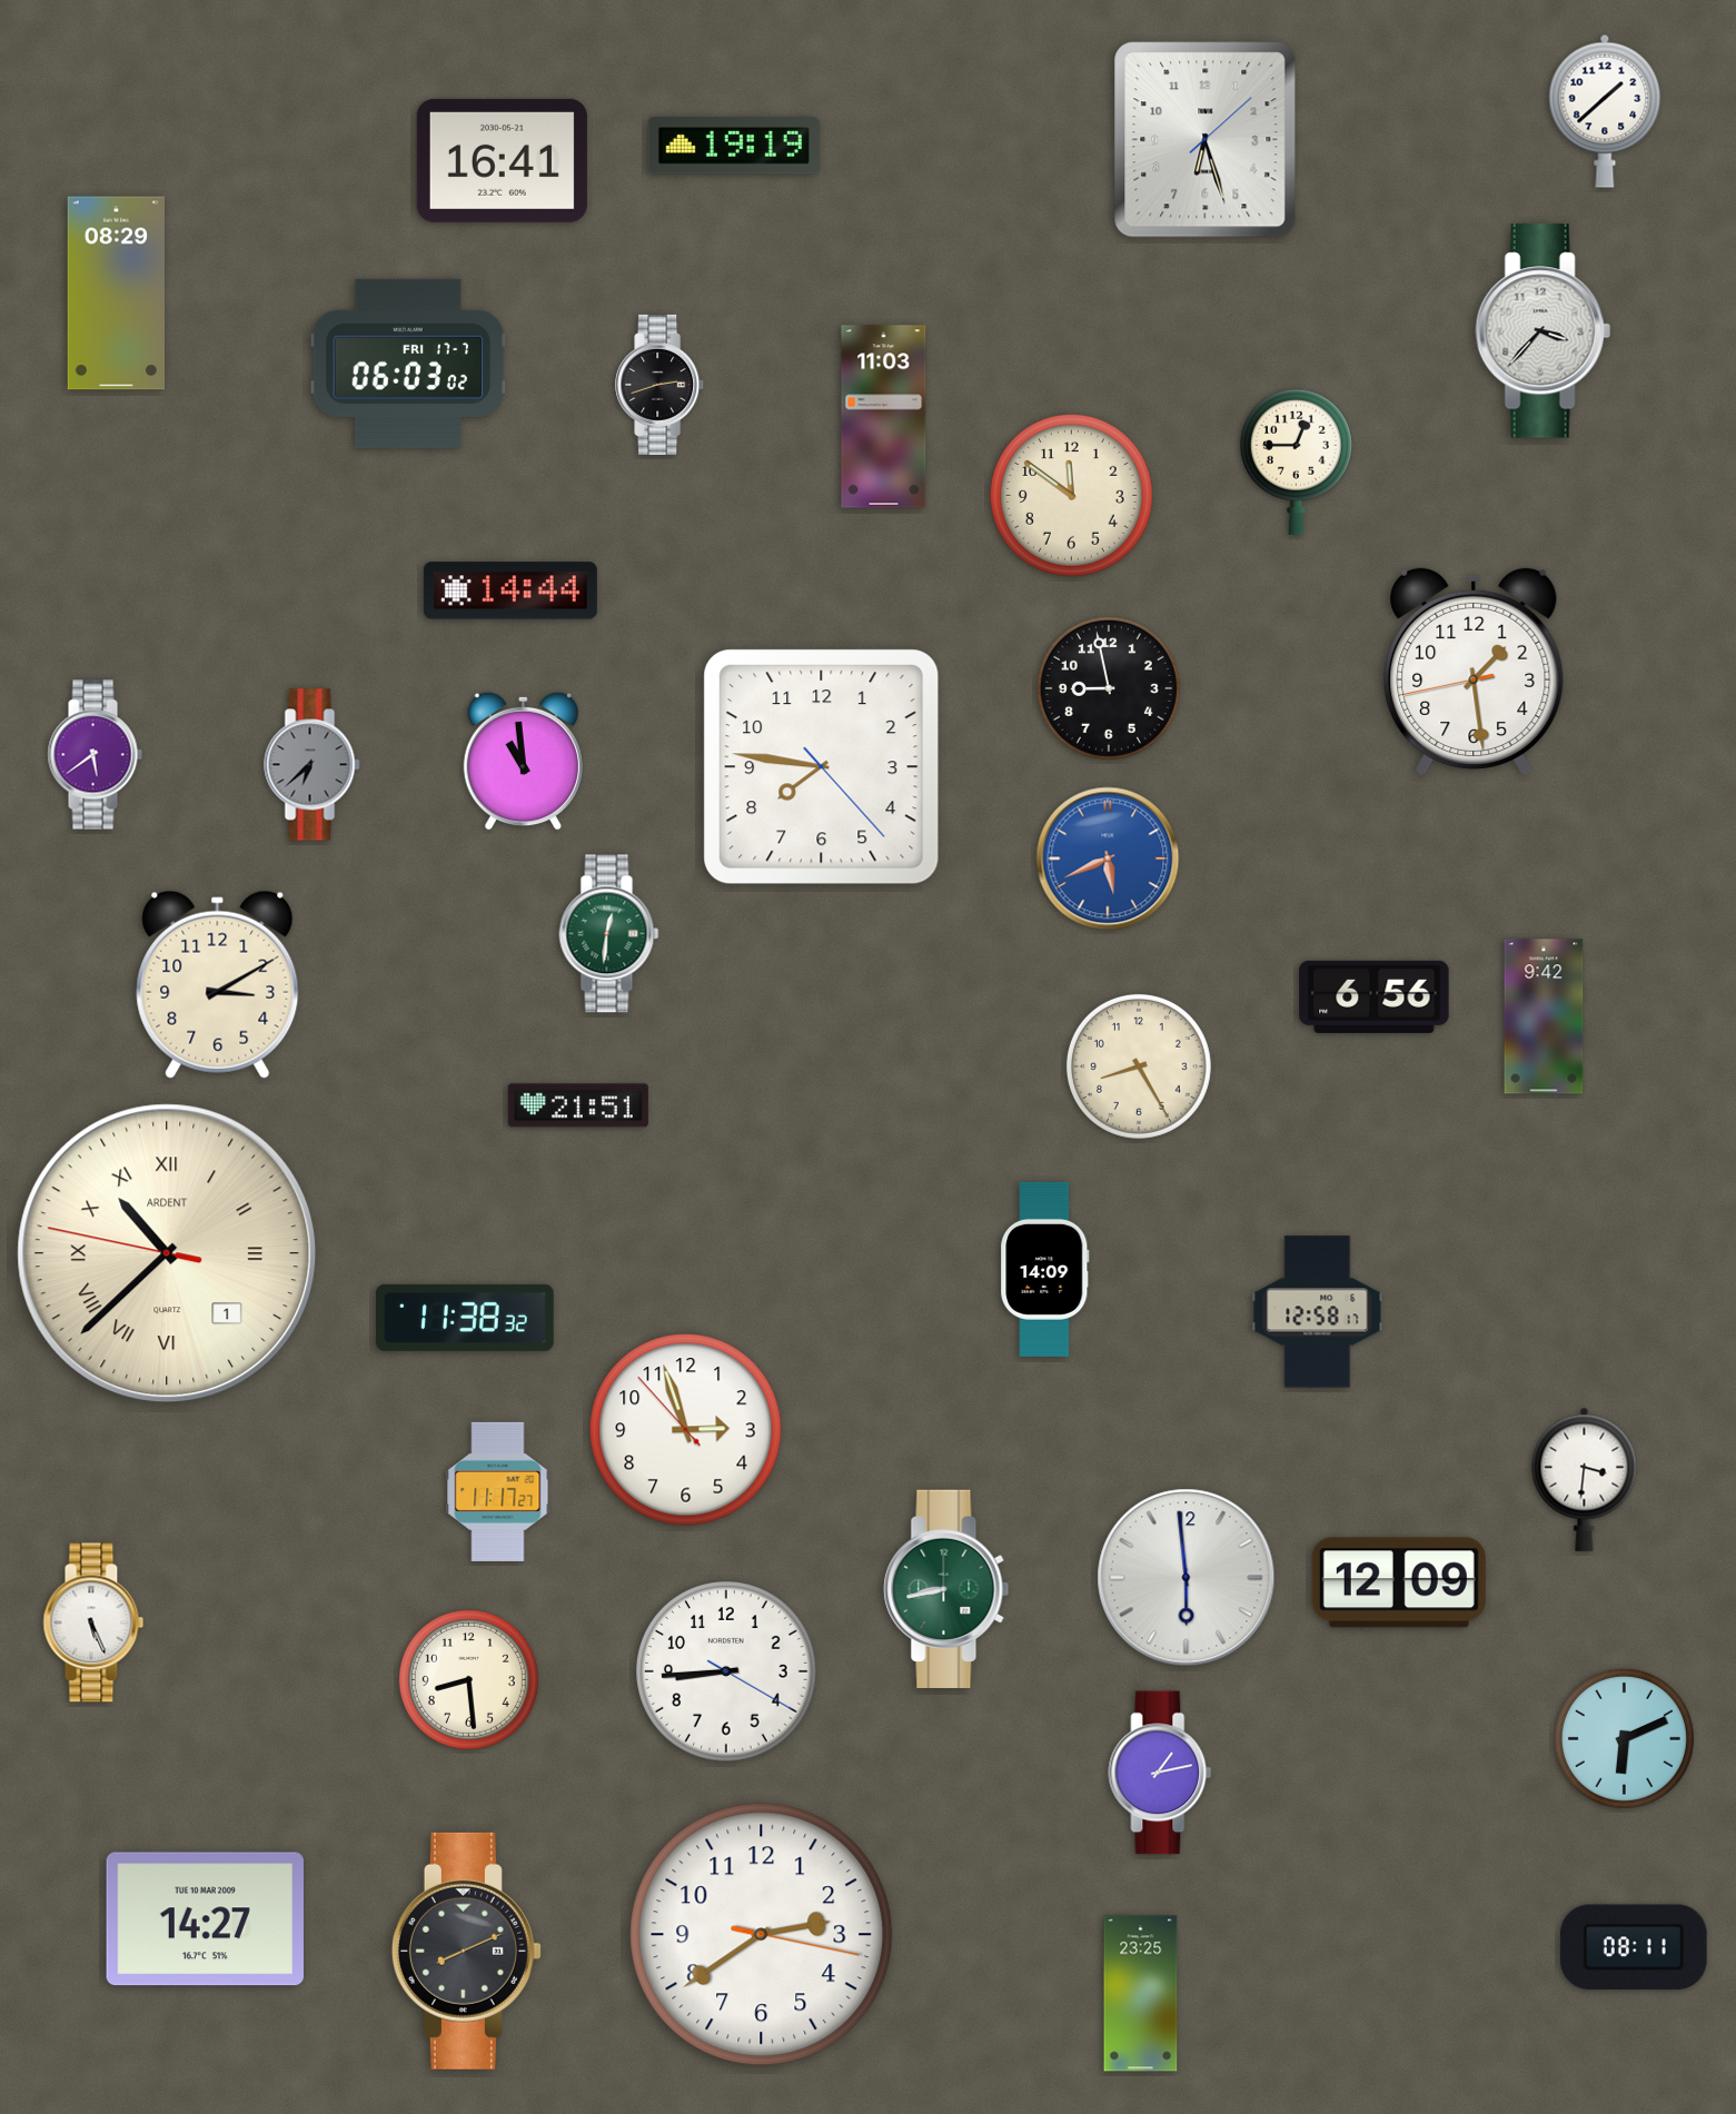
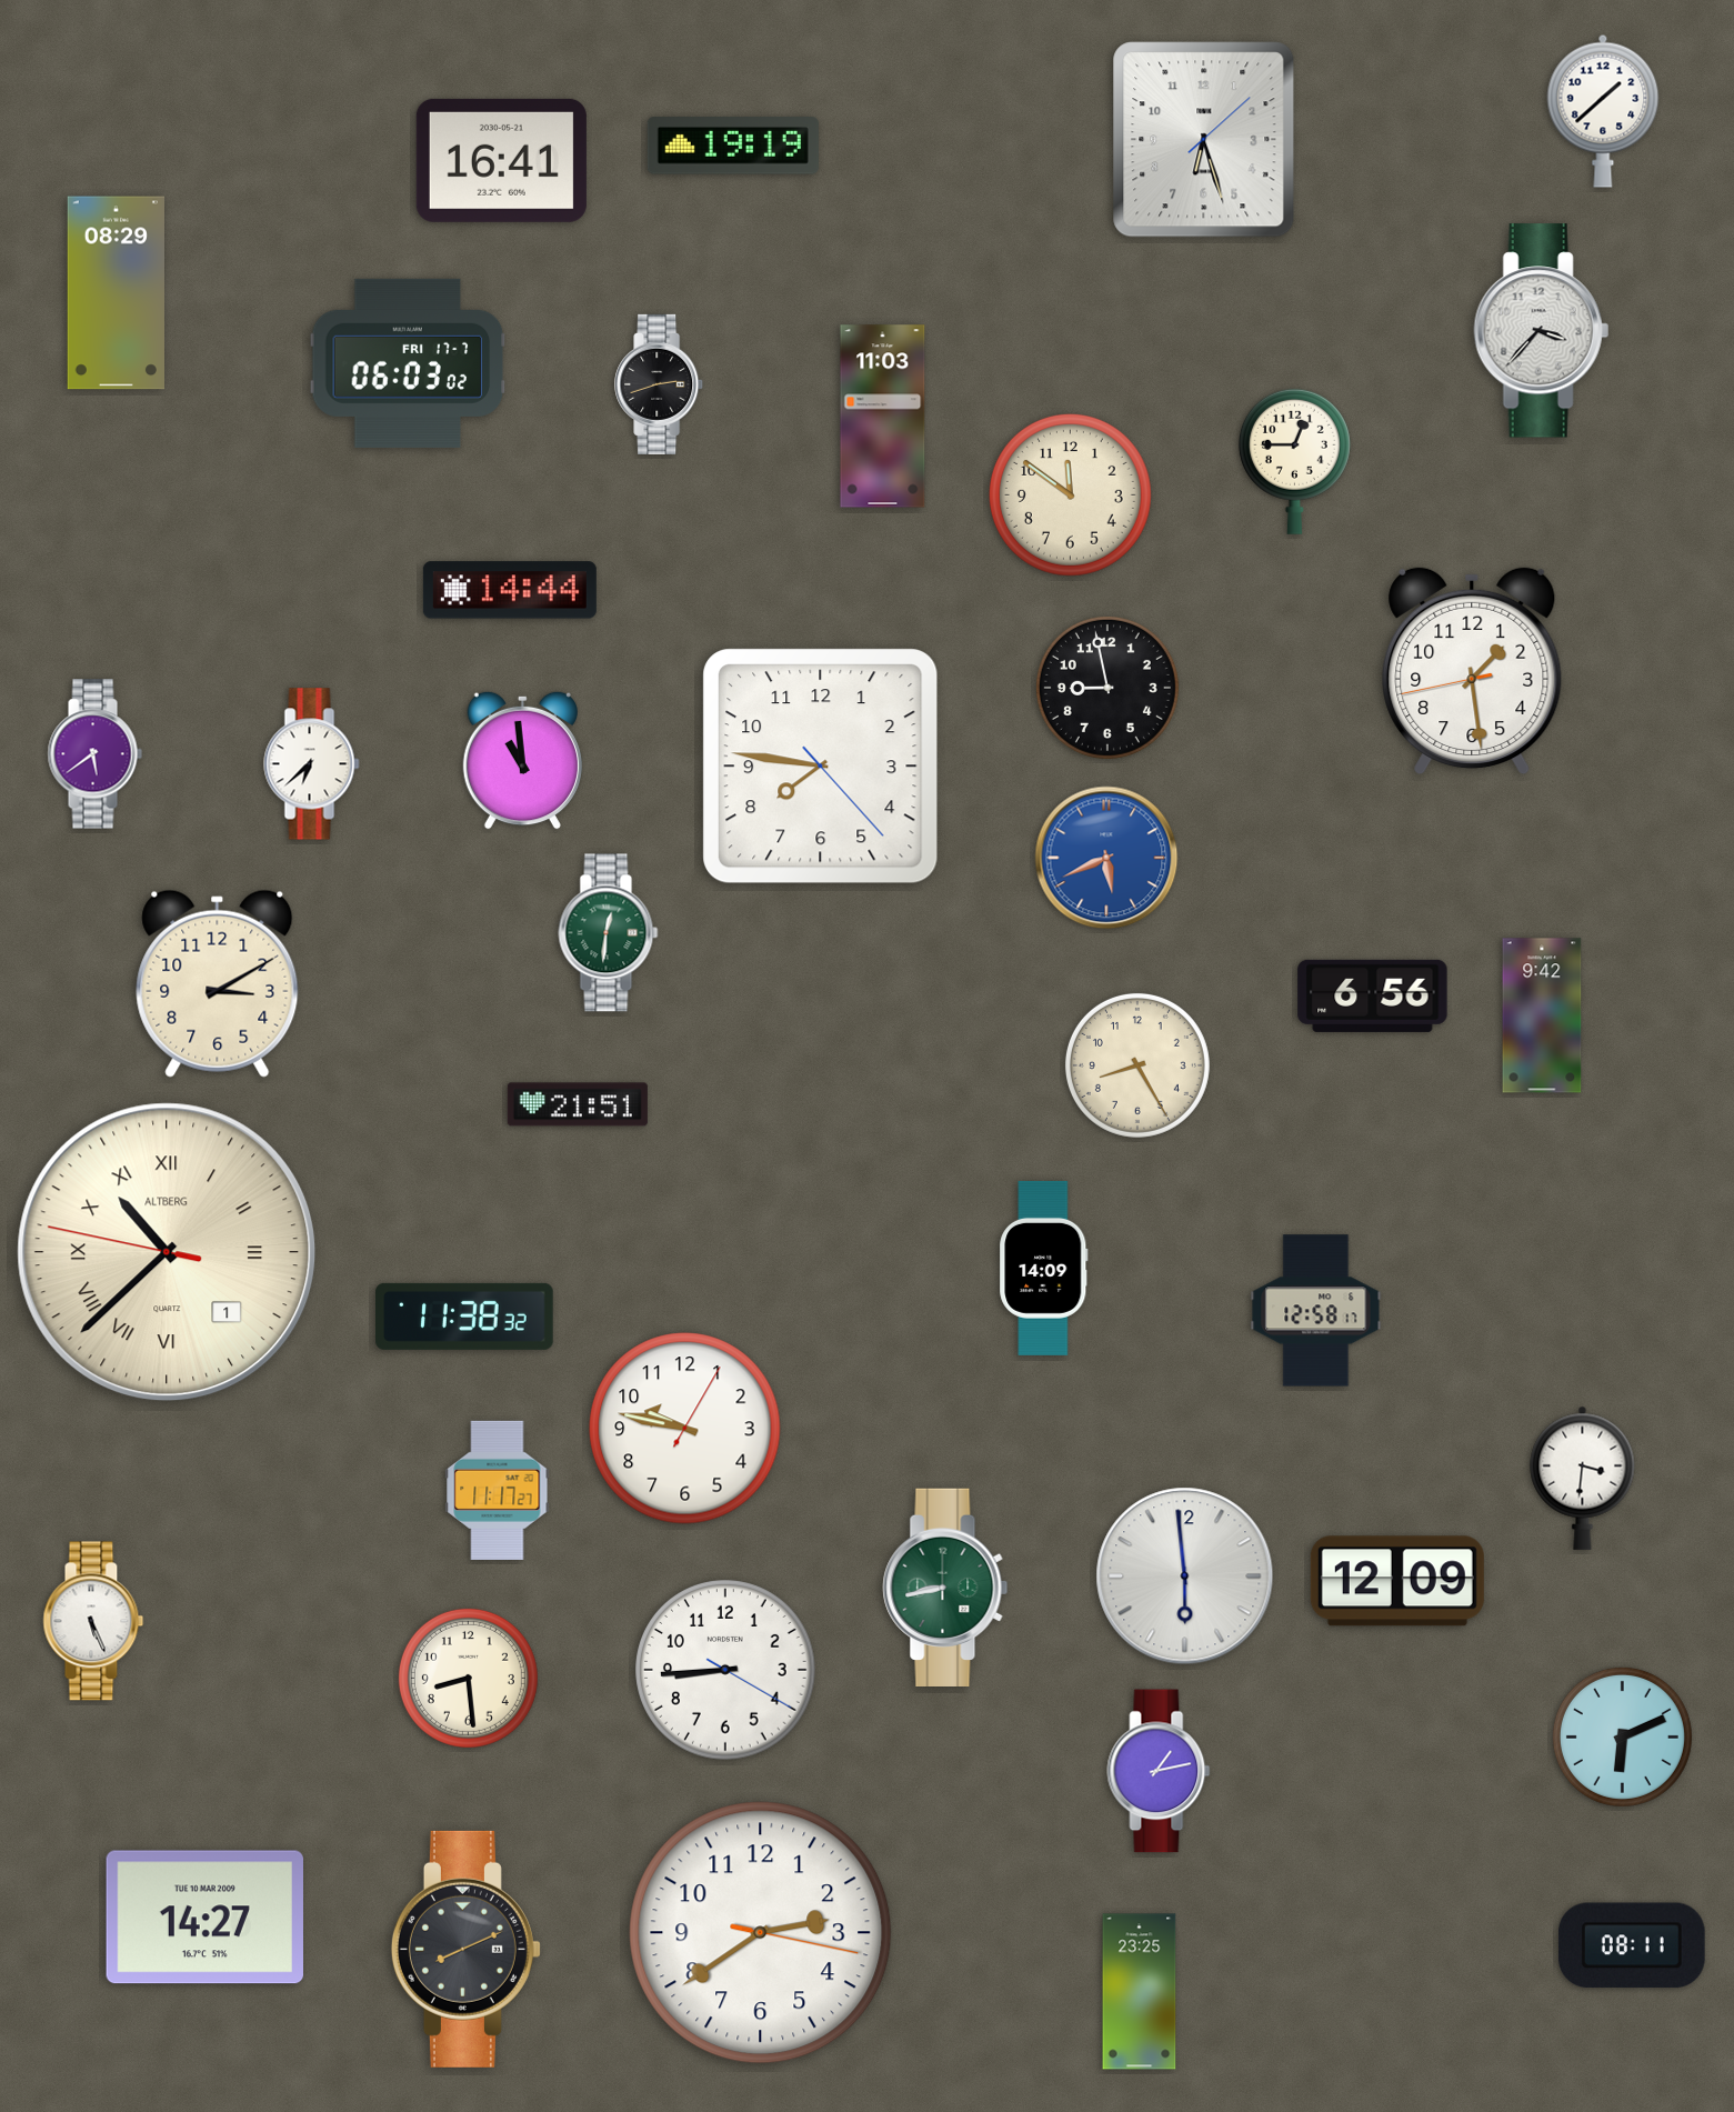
clock at (313, 765) dial: grey -> white
clock at (167, 1253) brand: ARDENT -> ALTBERG
clock at (686, 1430): 2:56 -> 9:47
